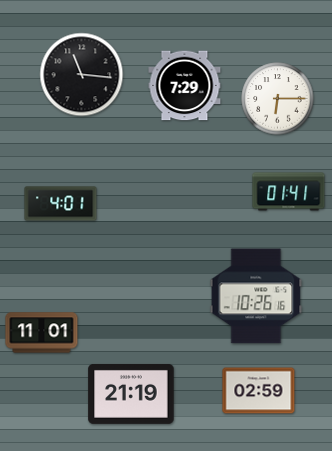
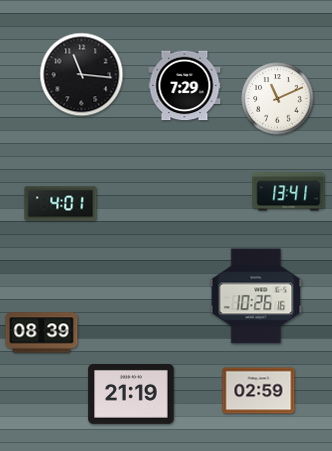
clock at (278, 99): 6:15 -> 11:11
clock at (289, 192): 01:41 -> 13:41
clock at (42, 333): 11:01 -> 08:39
